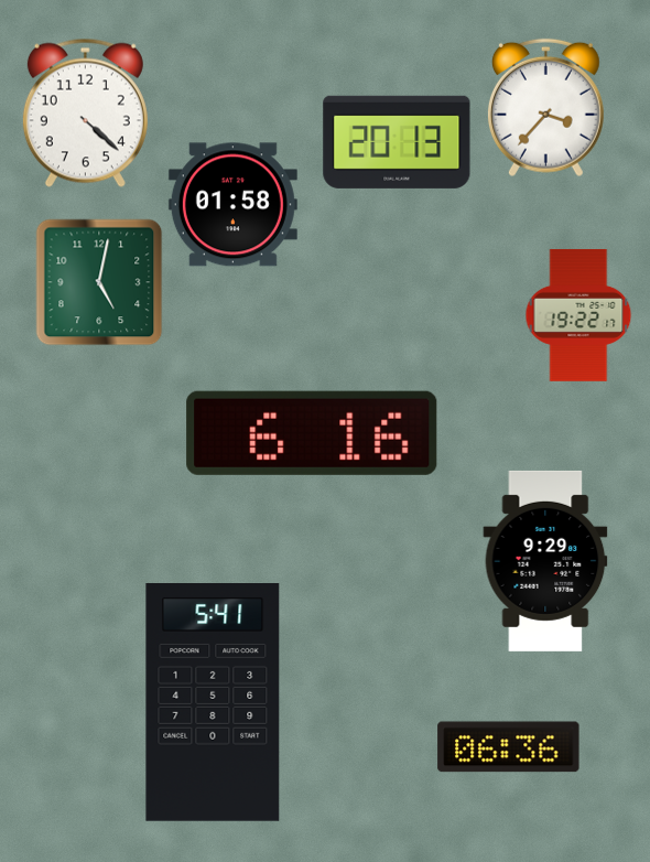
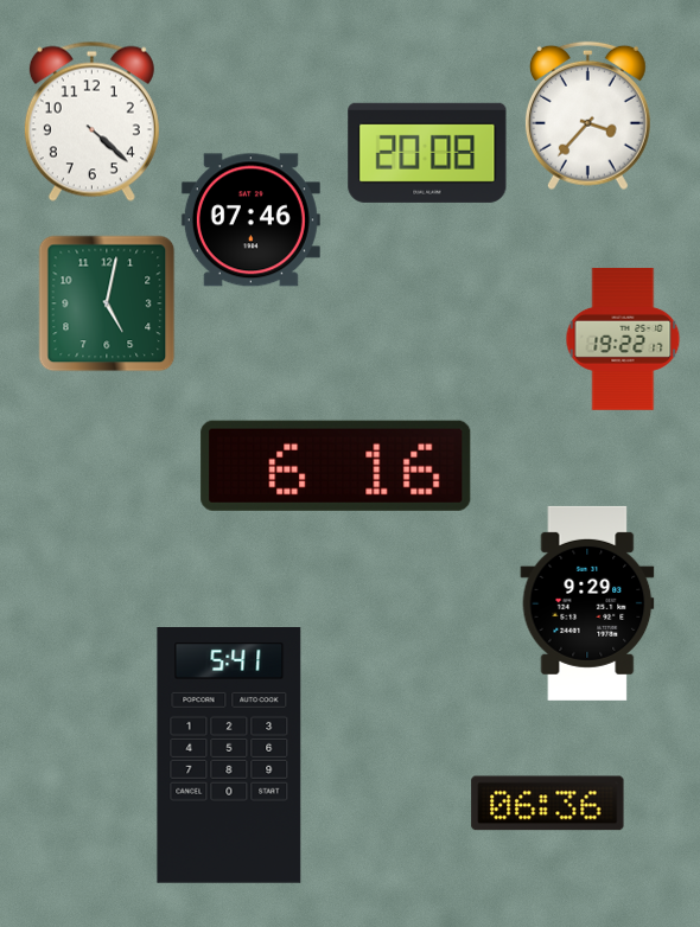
clock at (397, 142): 20:13 -> 20:08
clock at (232, 205): 01:58 -> 07:46
